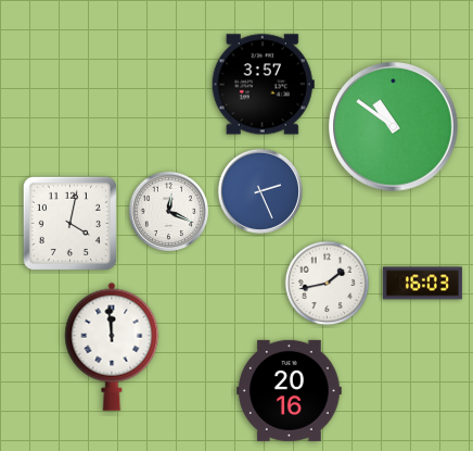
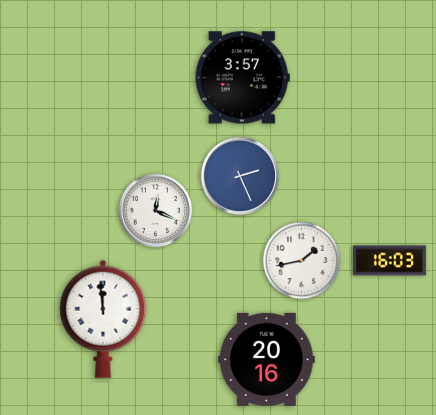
clock at (394, 127): 10:51 -> none
clock at (168, 211) position: (168, 211) -> (155, 210)
clock at (69, 223): 4:02 -> none
